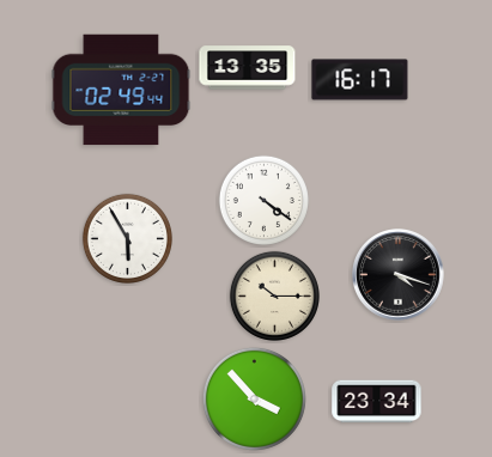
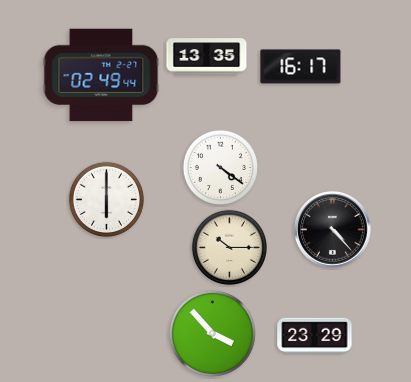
clock at (127, 238): 5:55 -> 6:00
clock at (399, 275): 4:18 -> 4:23
clock at (377, 402): 23:34 -> 23:29
